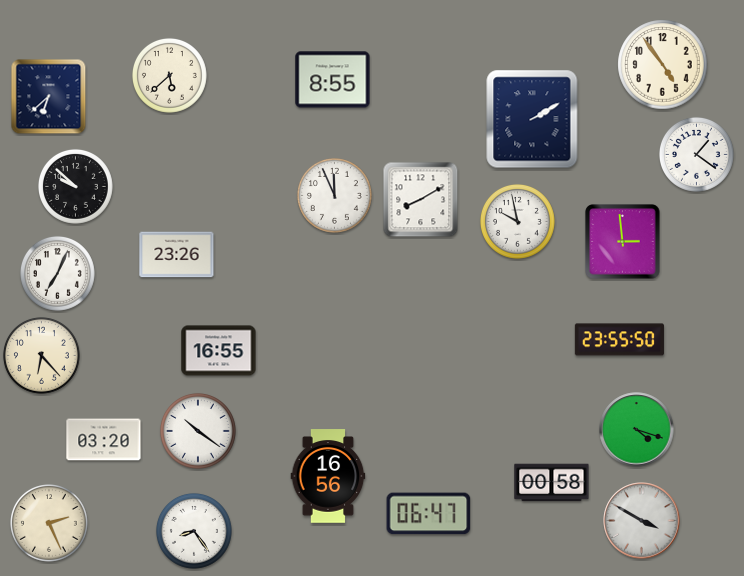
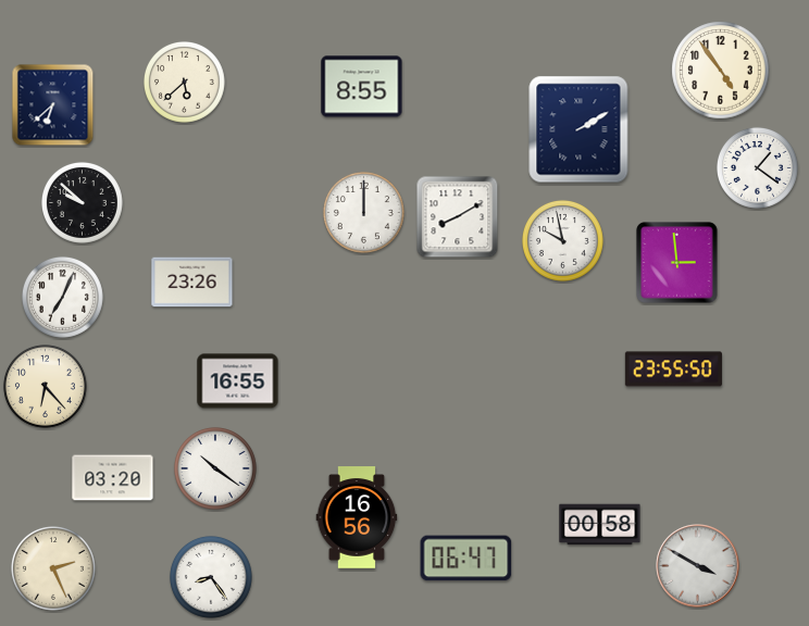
clock at (334, 195): 11:56 -> 12:00
clock at (177, 255) position: (177, 255) -> (192, 283)
clock at (637, 430): 4:18 -> none
